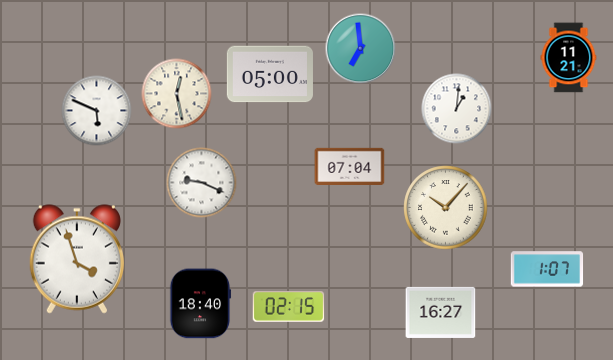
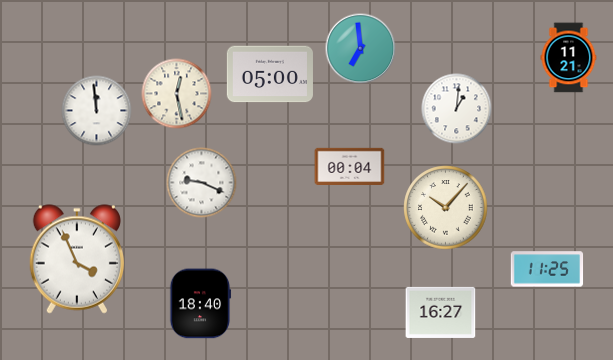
clock at (97, 111): 5:49 -> 11:59
clock at (350, 166): 07:04 -> 00:04
clock at (76, 259): 3:57 -> 3:56
clock at (547, 269): 1:07 -> 11:25
clock at (289, 307): 02:15 -> none
